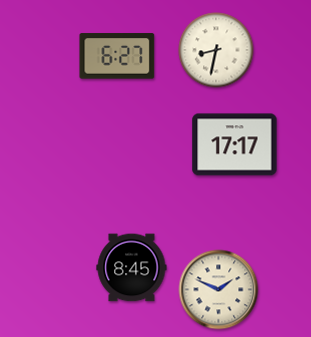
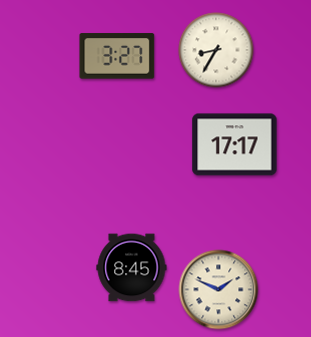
clock at (216, 50): 8:32 -> 8:35
clock at (117, 56): 6:27 -> 3:27
